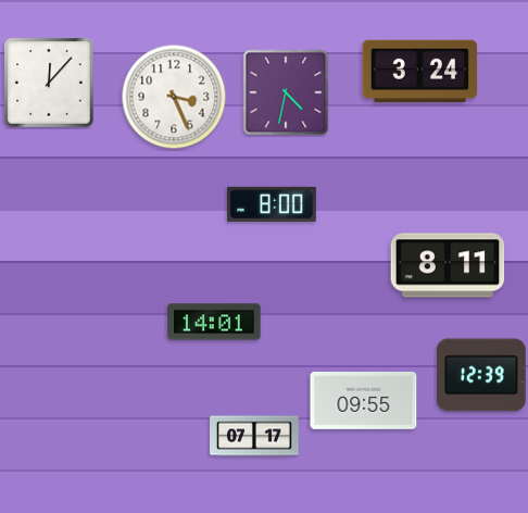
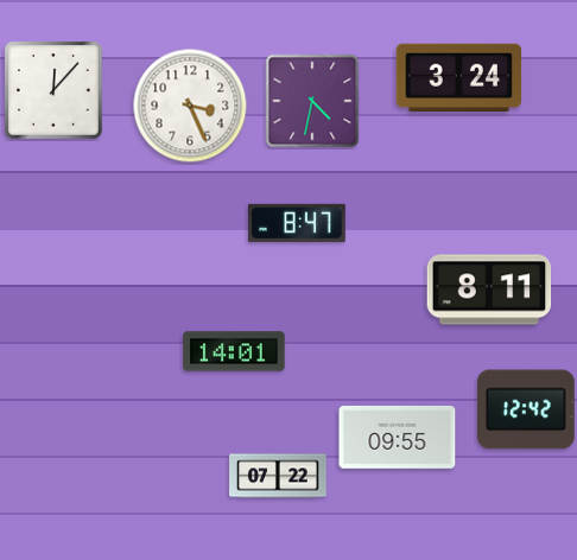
clock at (273, 204): 8:00 -> 8:47
clock at (481, 375): 12:39 -> 12:42
clock at (254, 436): 07:17 -> 07:22
